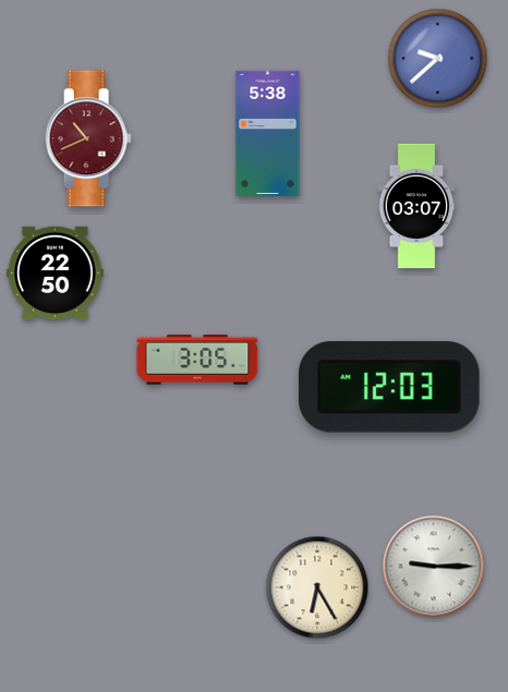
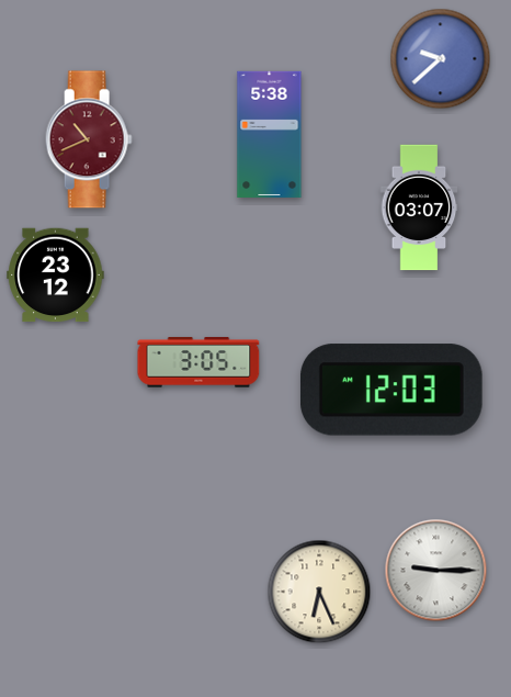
clock at (56, 274): 22:50 -> 23:12
clock at (317, 587): 6:25 -> 6:26
